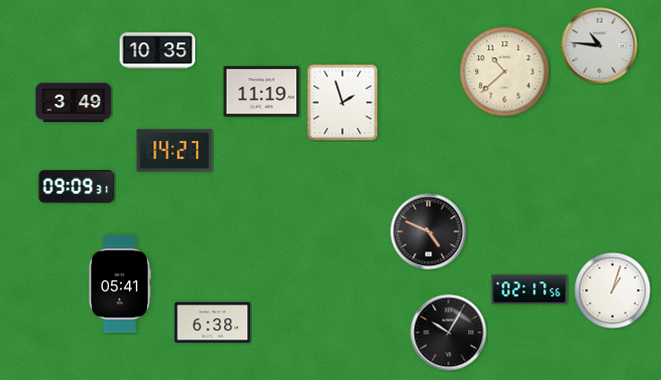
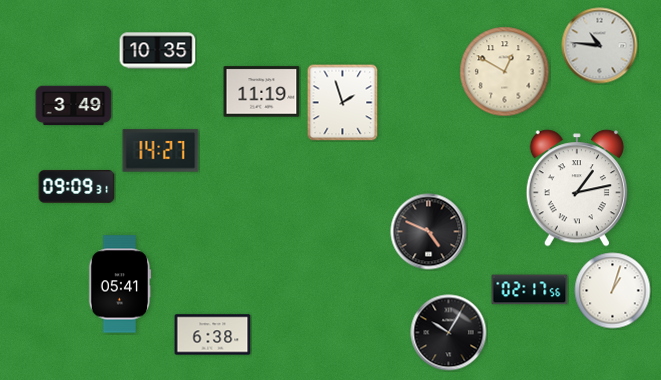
clock at (505, 72): 10:38 -> 12:50
clock at (74, 103) position: (74, 103) -> (74, 106)
clock at (175, 151) position: (175, 151) -> (161, 151)
clock at (577, 188): none -> 1:13
clock at (213, 323) position: (213, 323) -> (213, 335)
